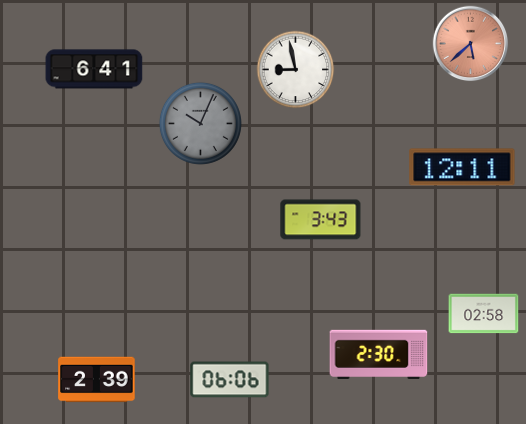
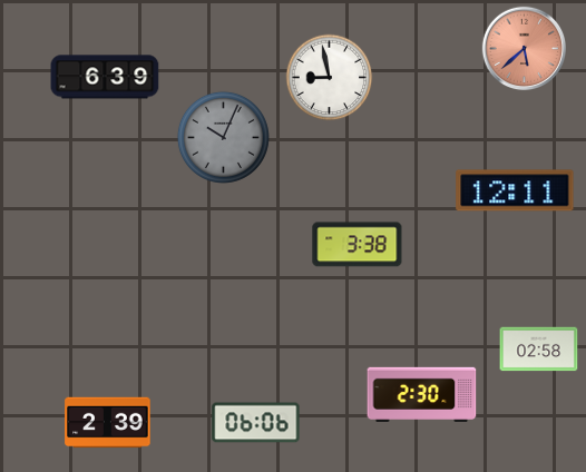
clock at (94, 69): 6:41 -> 6:39
clock at (462, 167) position: (462, 167) -> (515, 190)
clock at (321, 220): 3:43 -> 3:38
